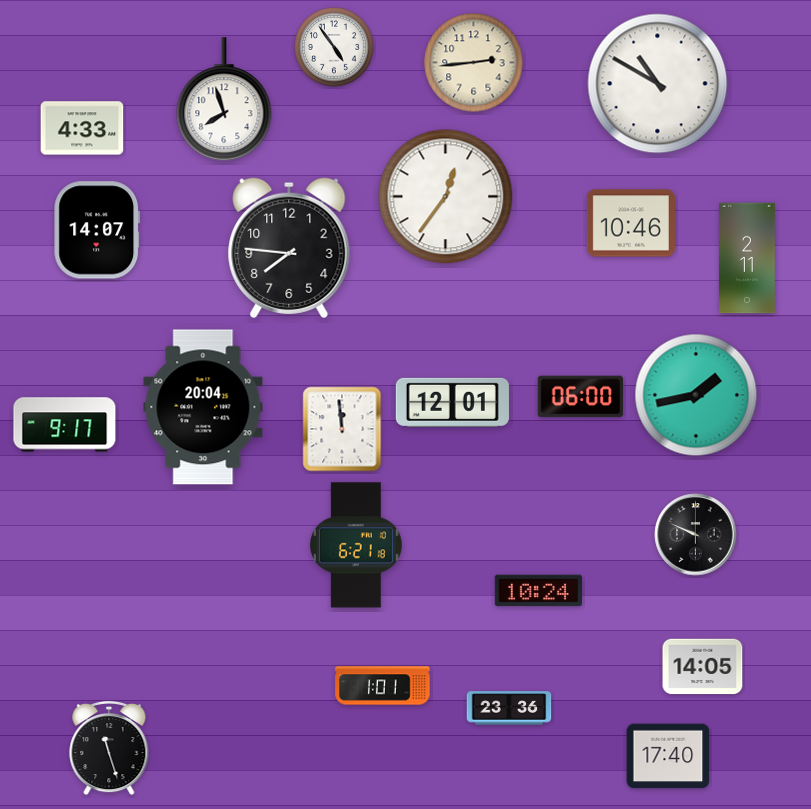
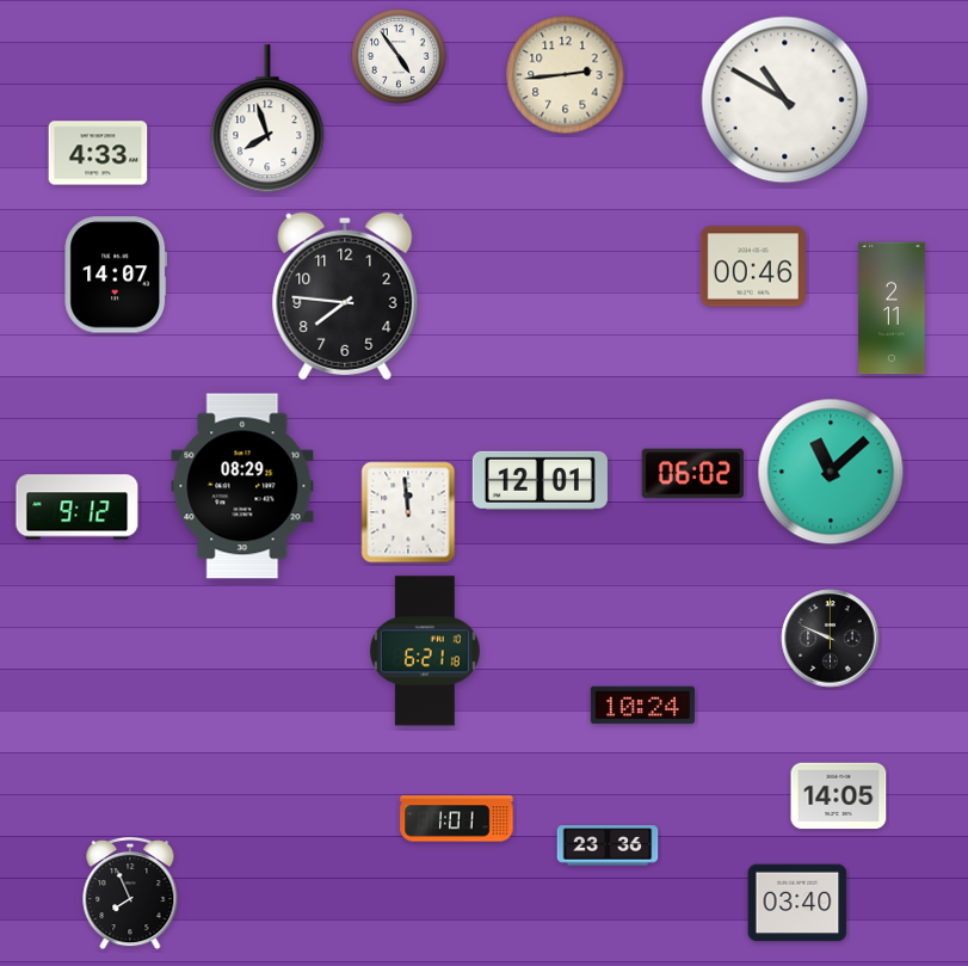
clock at (446, 197): 12:36 -> none
clock at (631, 223): 10:46 -> 00:46
clock at (696, 395): 1:43 -> 11:08
clock at (581, 397): 06:00 -> 06:02
clock at (203, 407): 20:04 -> 08:29
clock at (65, 425): 9:17 -> 9:12
clock at (109, 748): 11:27 -> 7:56
clock at (668, 756): 17:40 -> 03:40
